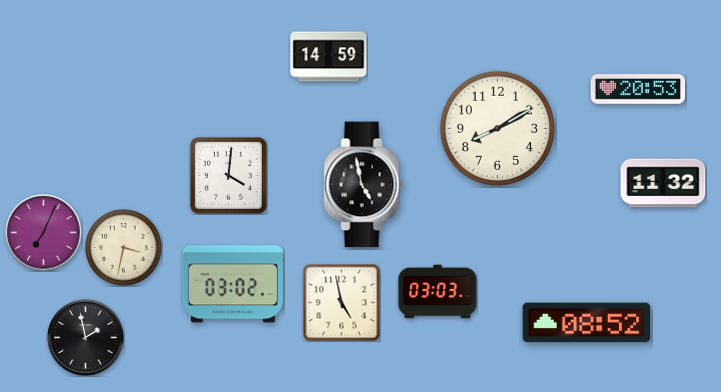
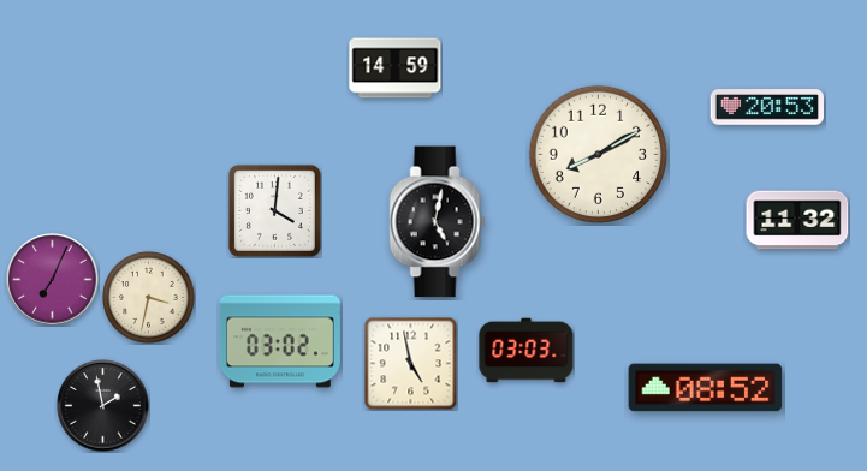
clock at (364, 185): 4:58 -> 5:02
